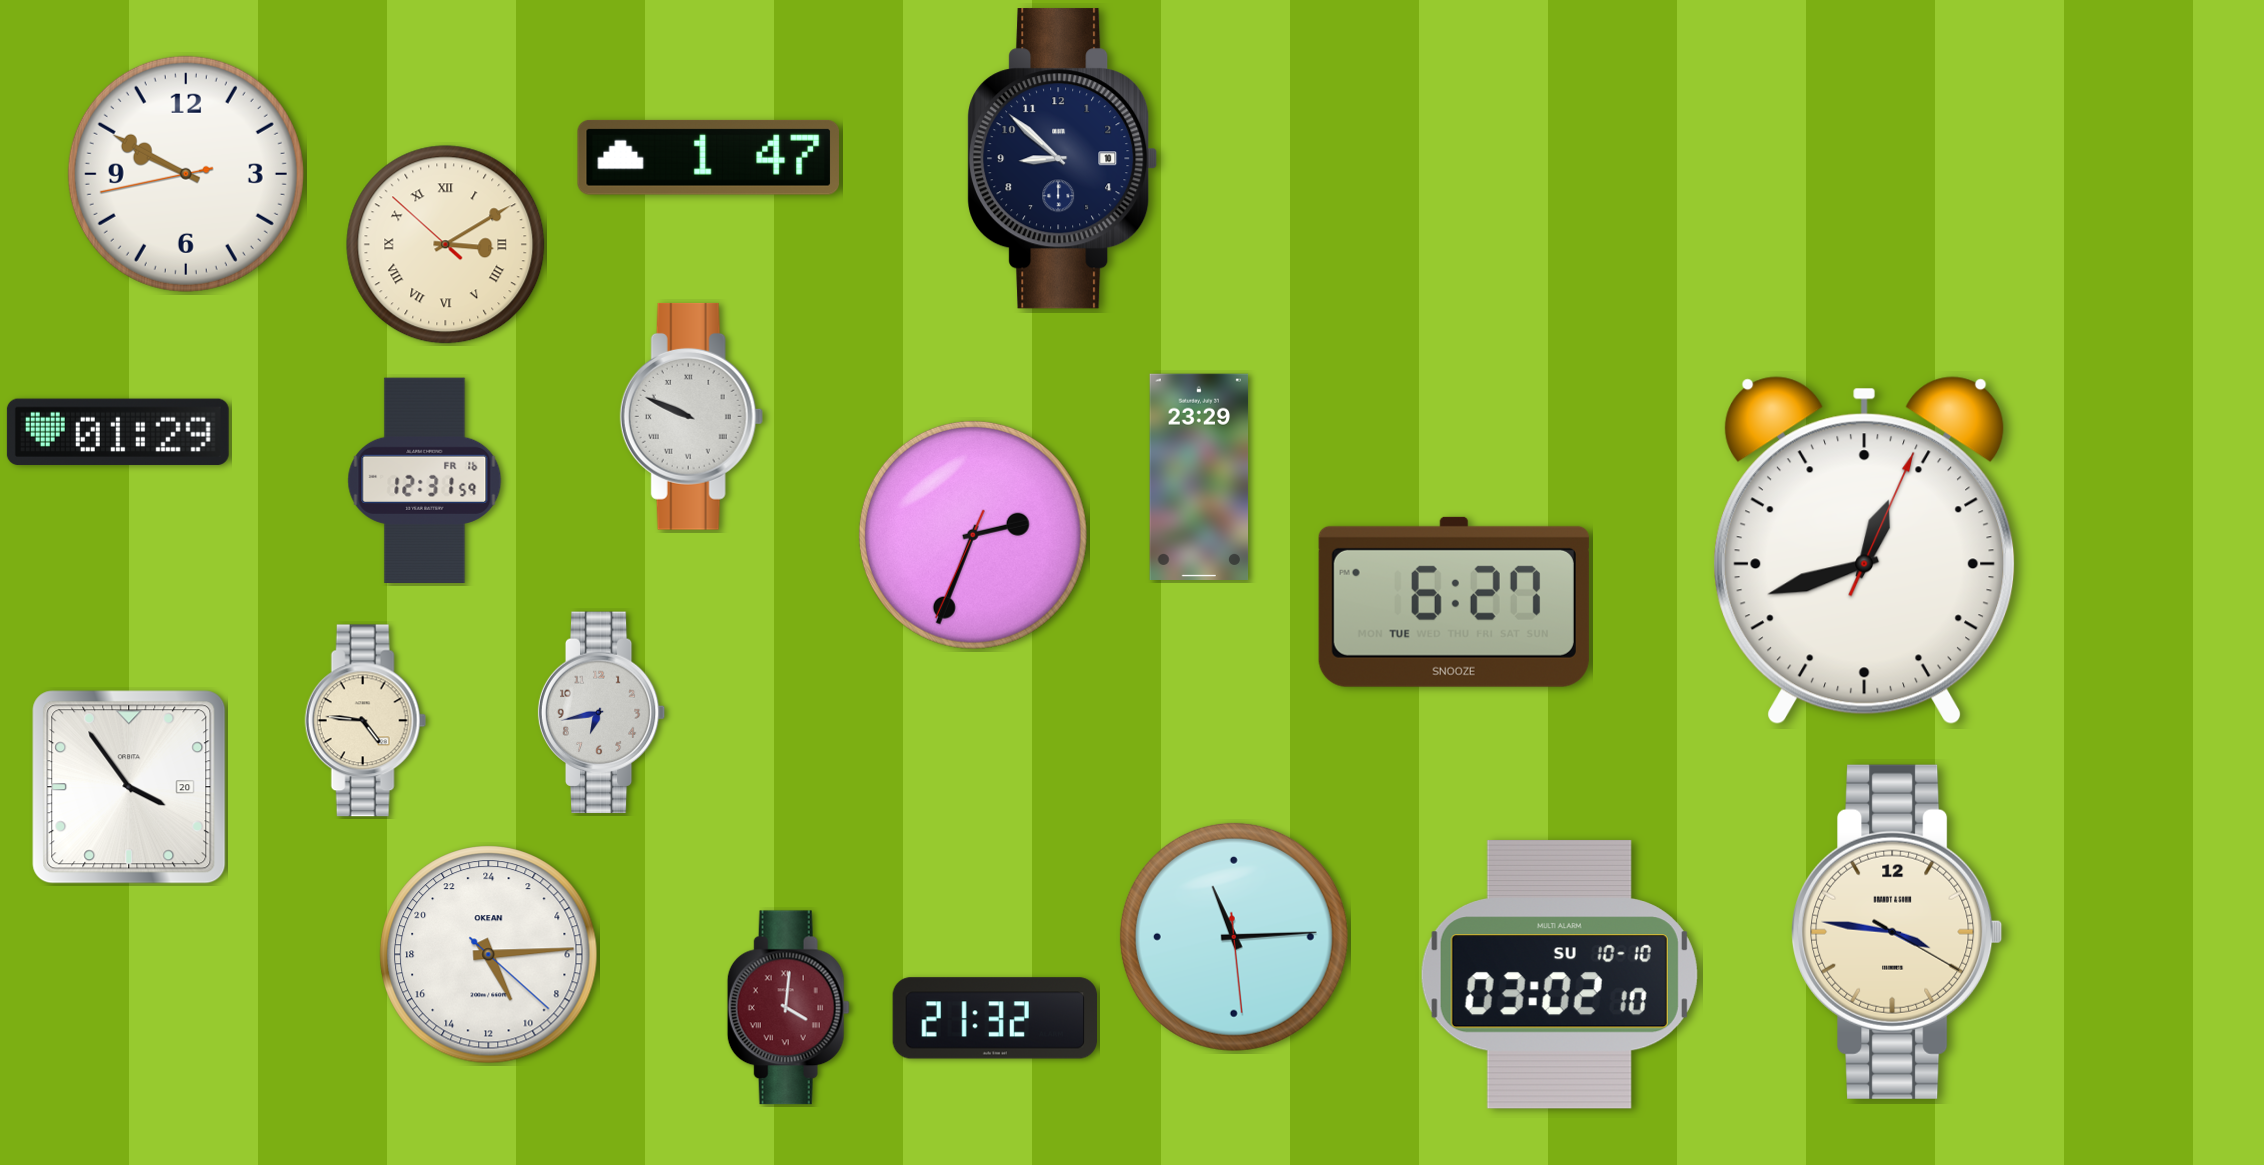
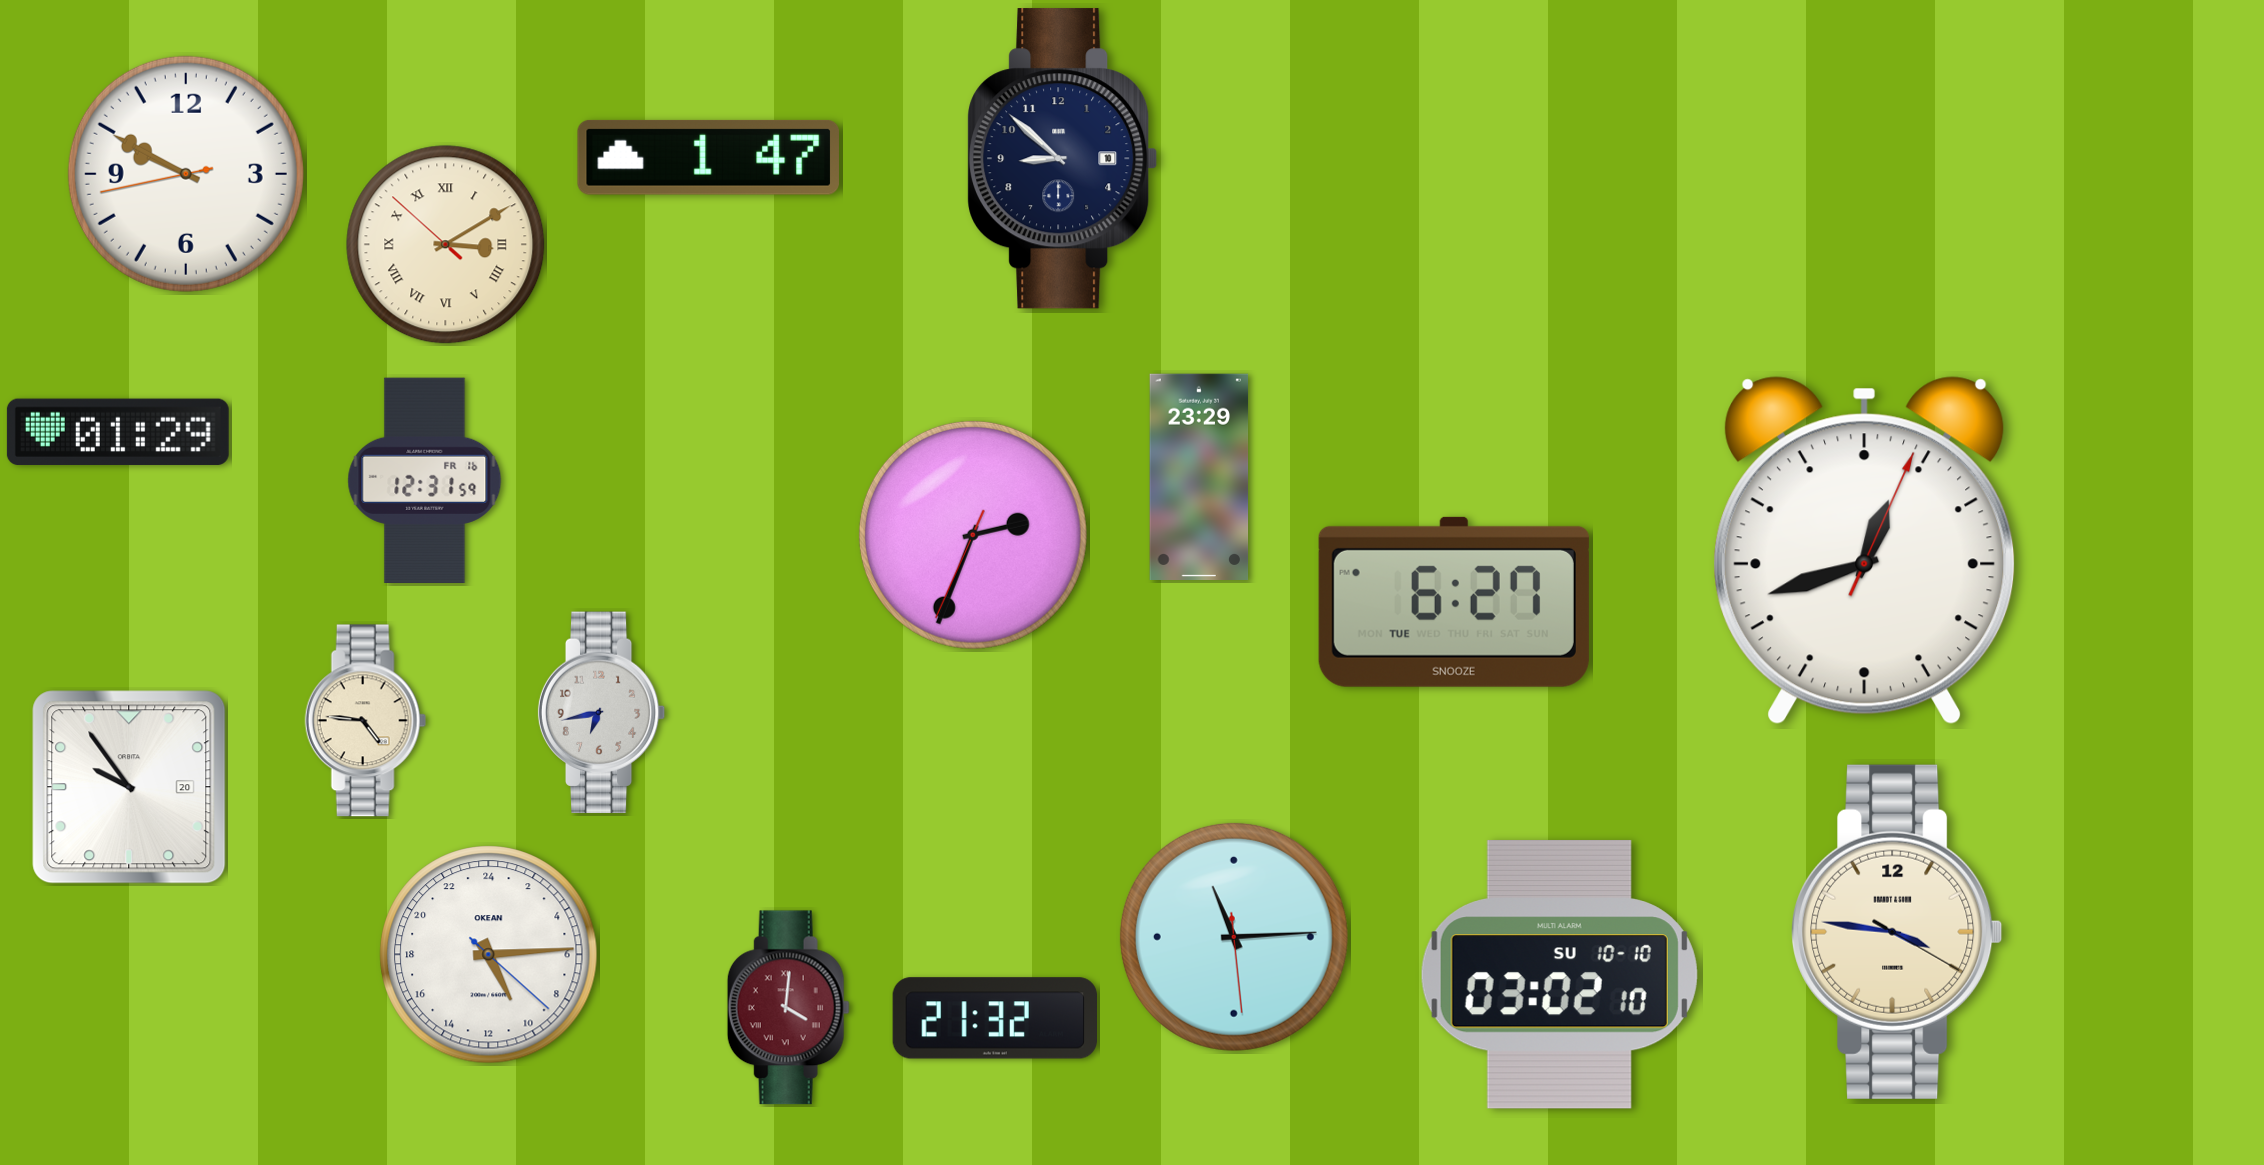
clock at (691, 416): 9:49 -> none
clock at (129, 787): 3:54 -> 9:54
